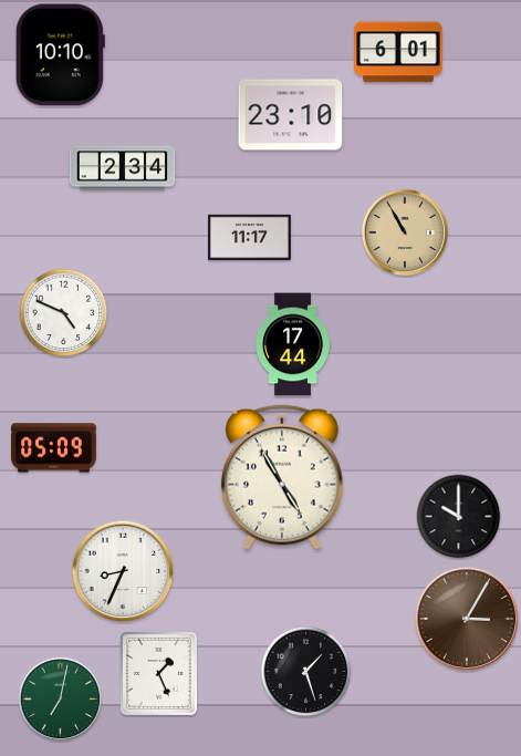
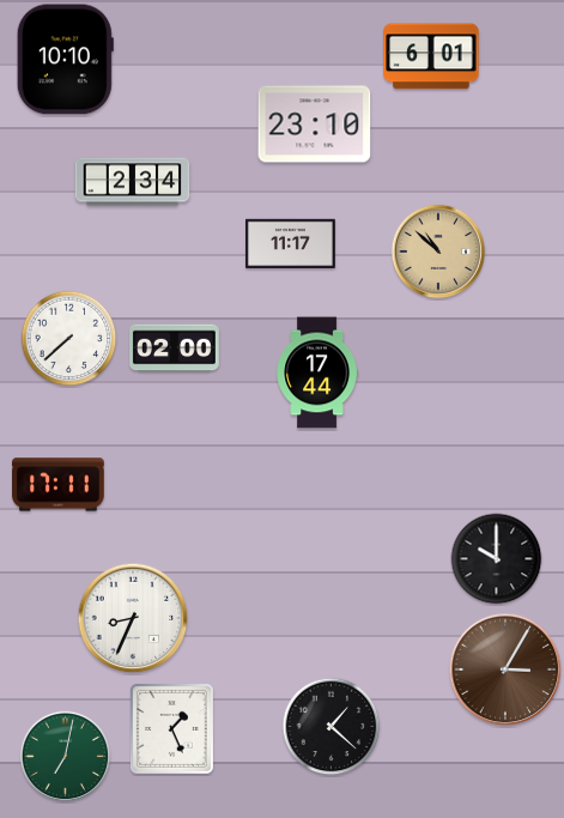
clock at (405, 232): 10:55 -> 10:52
clock at (250, 238) position: (250, 238) -> (291, 244)
clock at (64, 313): 4:49 -> 7:38
clock at (175, 349): none -> 02:00
clock at (54, 448): 05:09 -> 17:11
clock at (282, 477): 4:55 -> none
clock at (306, 672): 1:27 -> 1:22
